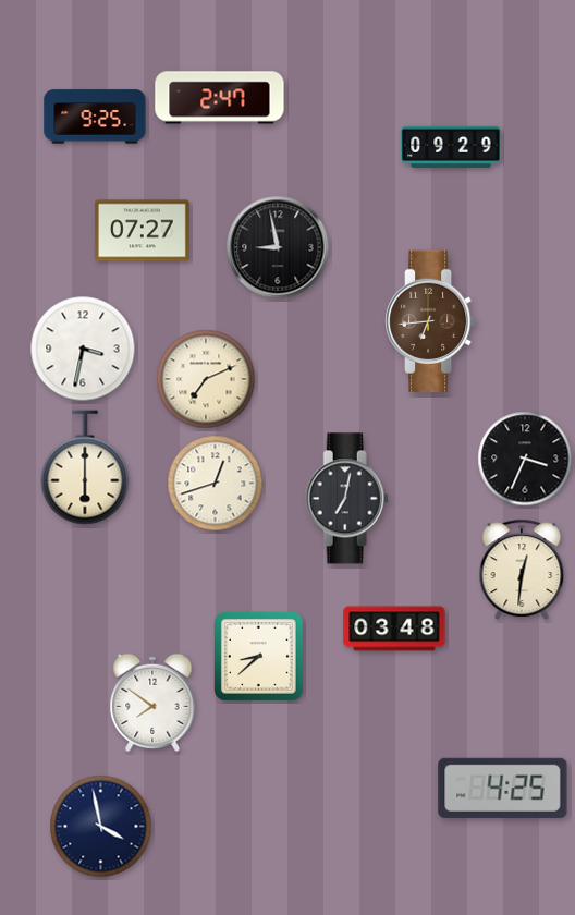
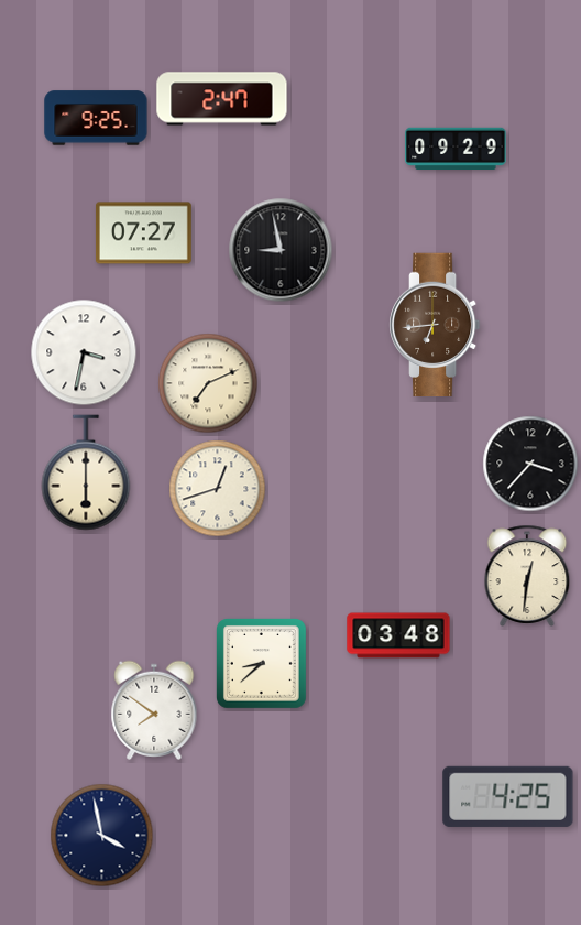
clock at (525, 459): 3:34 -> 3:37
clock at (346, 499): 7:02 -> none
